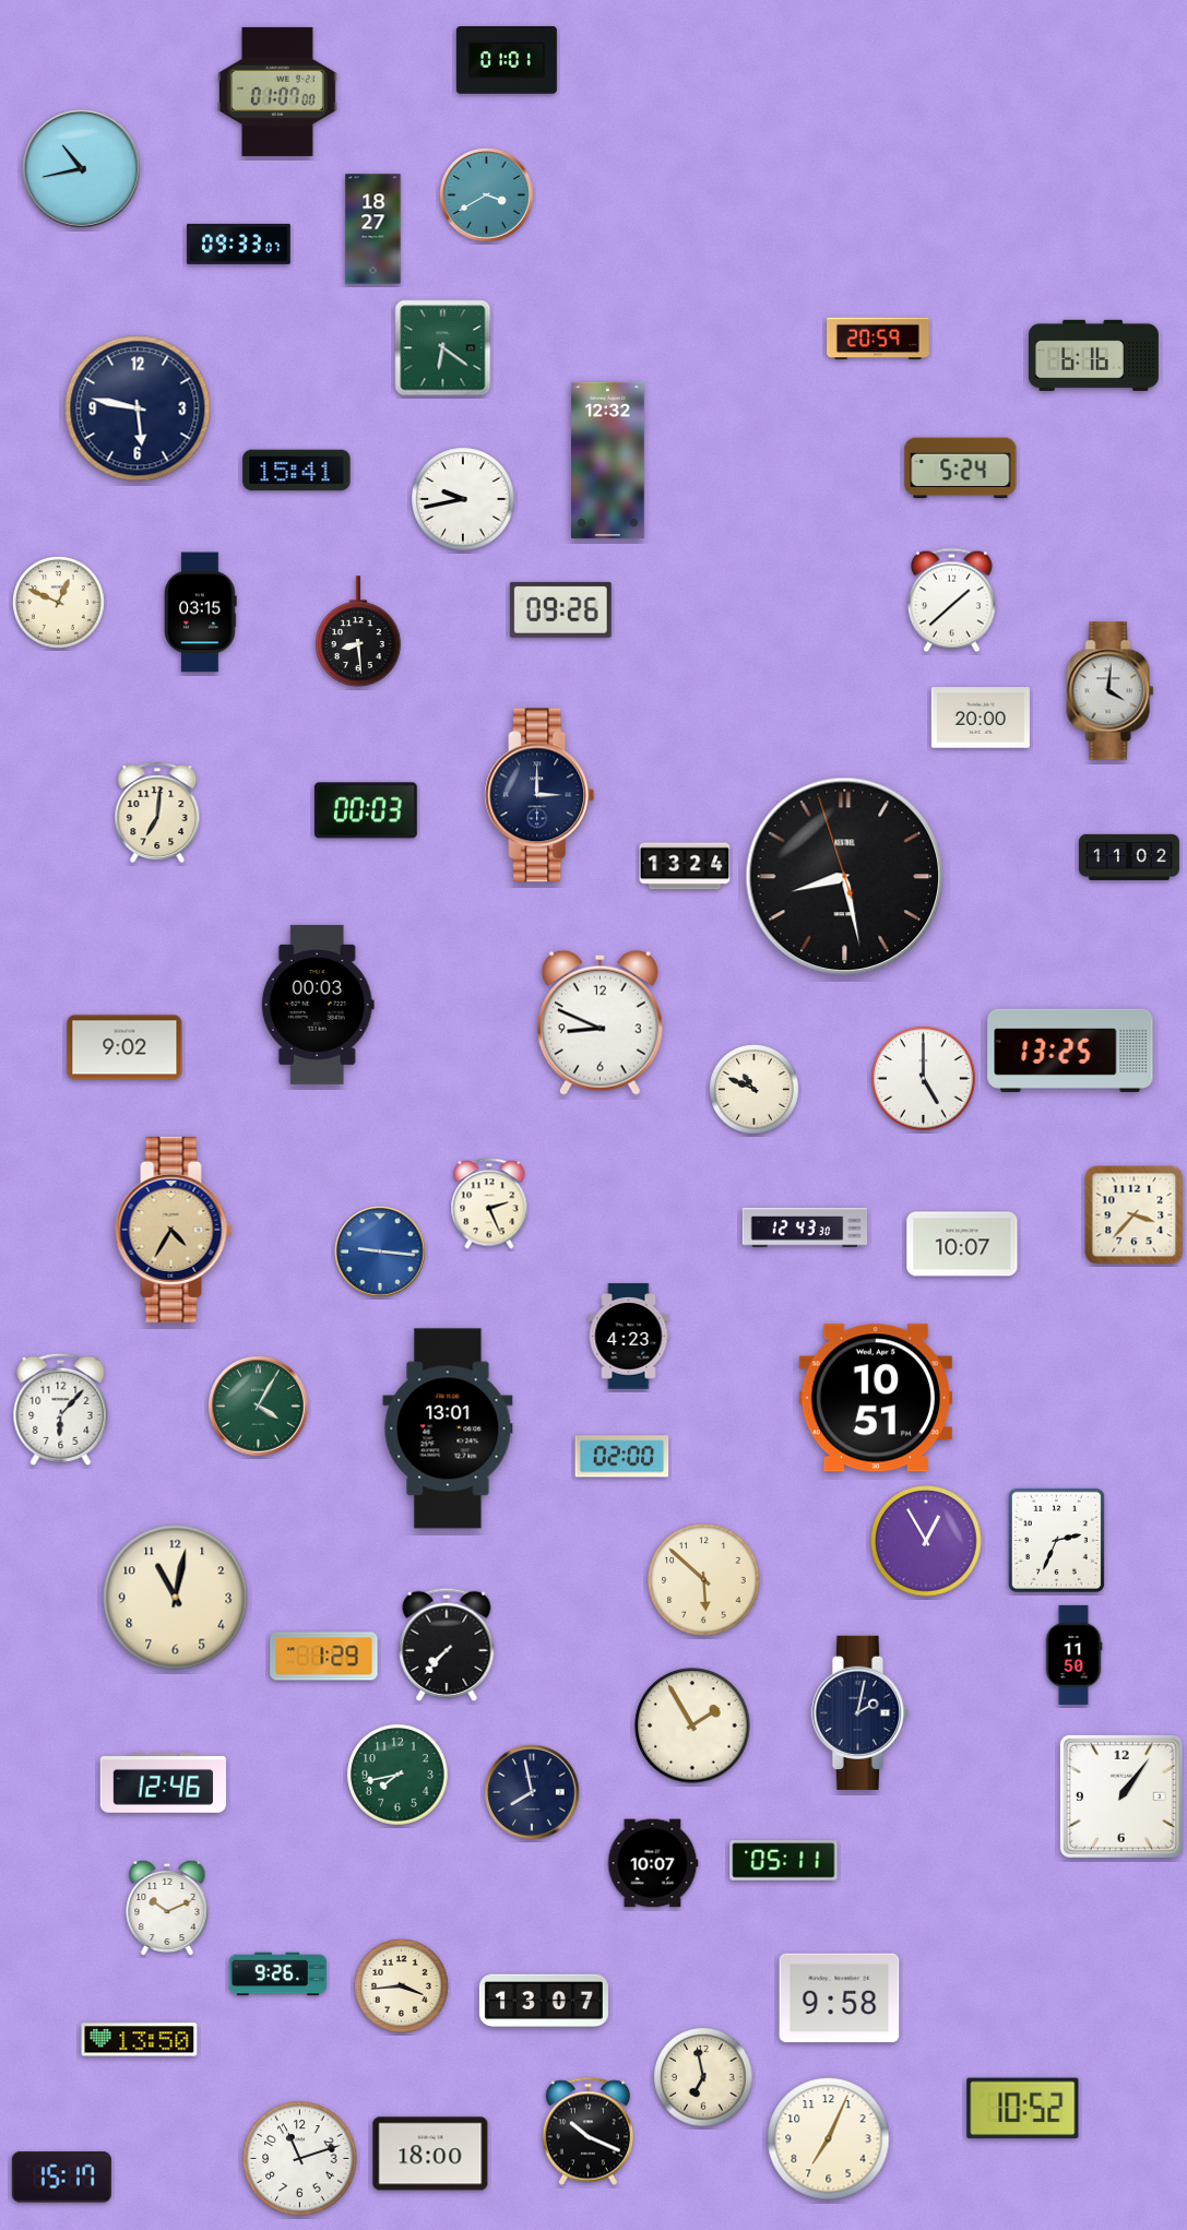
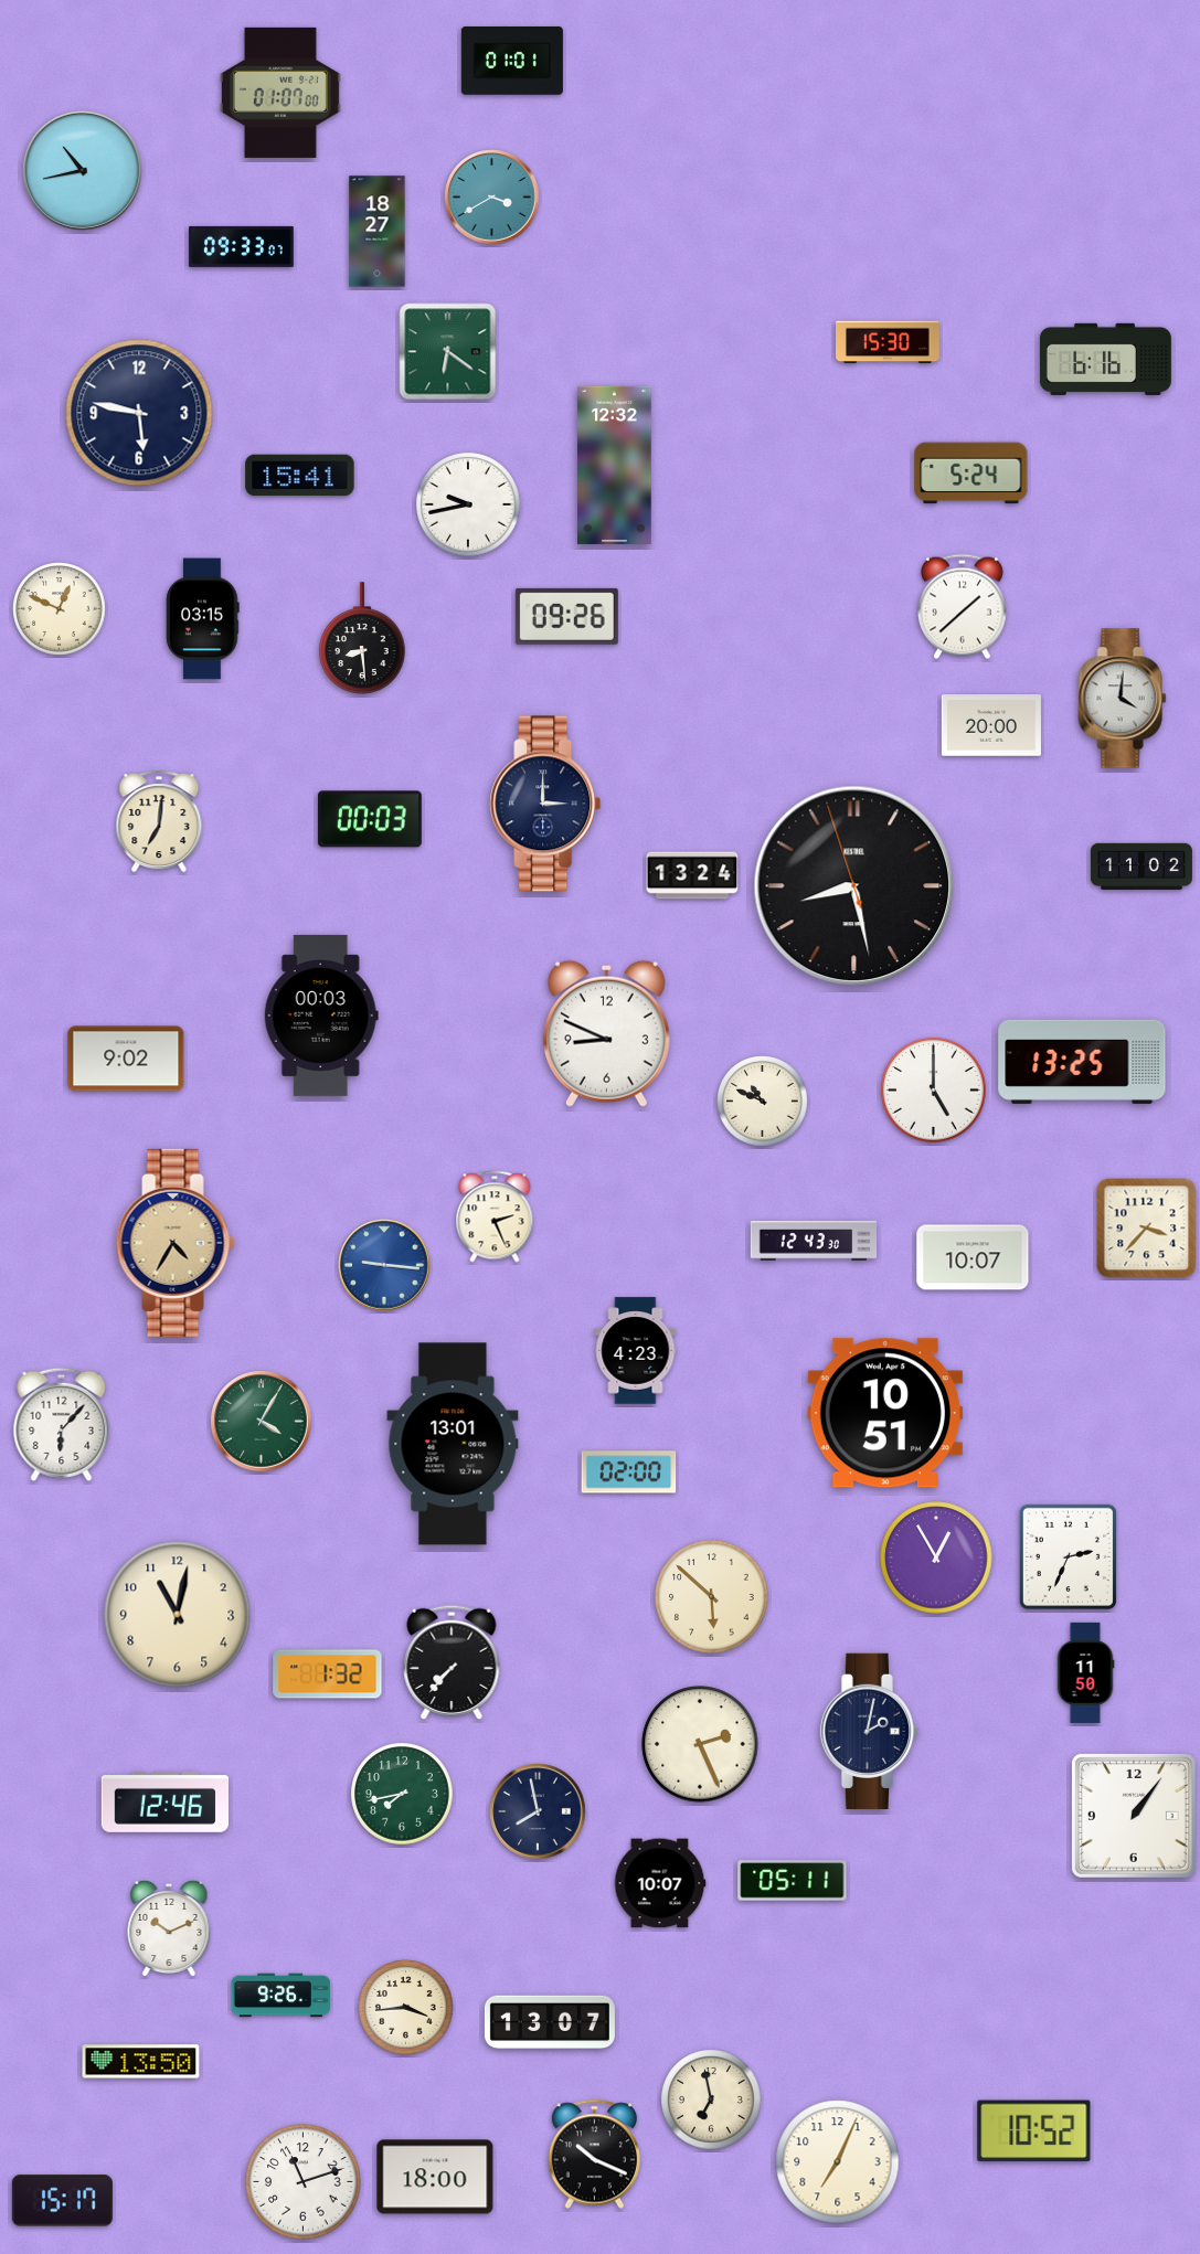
clock at (879, 339): 20:59 -> 15:30
clock at (324, 1657): 1:29 -> 1:32
clock at (692, 1725): 1:55 -> 2:26
clock at (840, 1998): 9:58 -> none
